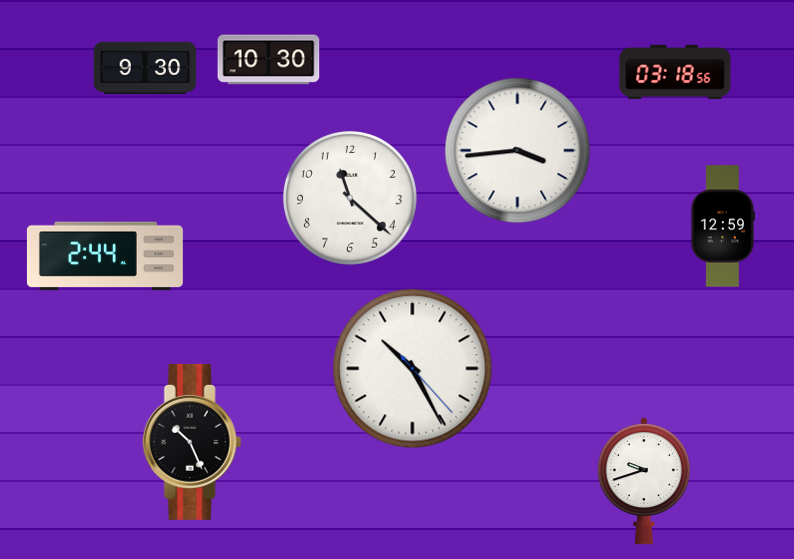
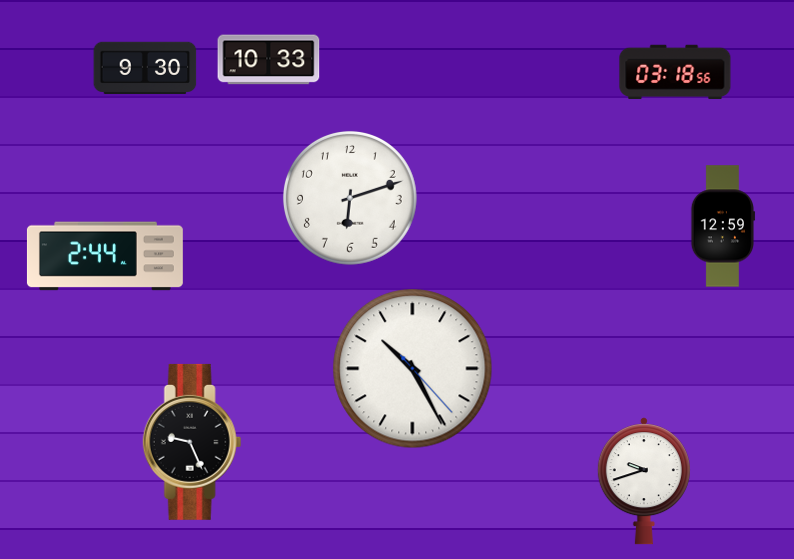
clock at (269, 60): 10:30 -> 10:33
clock at (518, 151): 3:44 -> none
clock at (350, 198): 11:22 -> 6:12
clock at (192, 442): 10:26 -> 9:26
